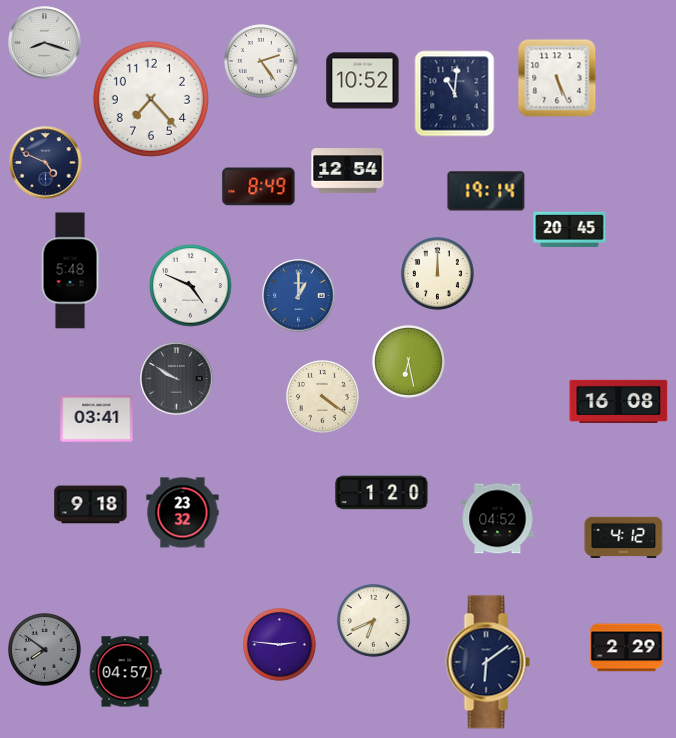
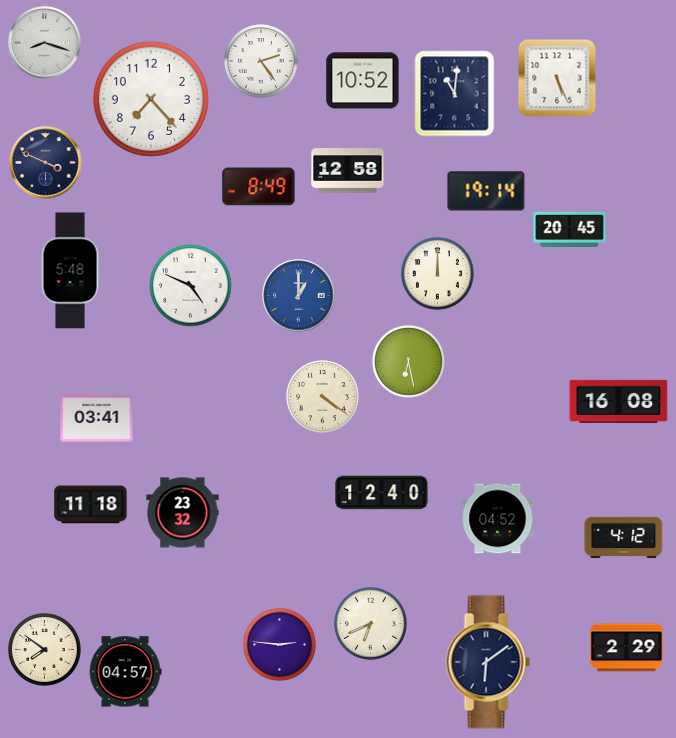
clock at (46, 163): 4:49 -> 3:49
clock at (348, 171): 12:54 -> 12:58
clock at (177, 379): 9:50 -> none
clock at (382, 493): 1:20 -> 12:40
clock at (91, 505): 9:18 -> 11:18
clock at (373, 620) position: (373, 620) -> (370, 623)
clock at (44, 649) dial: grey -> cream
